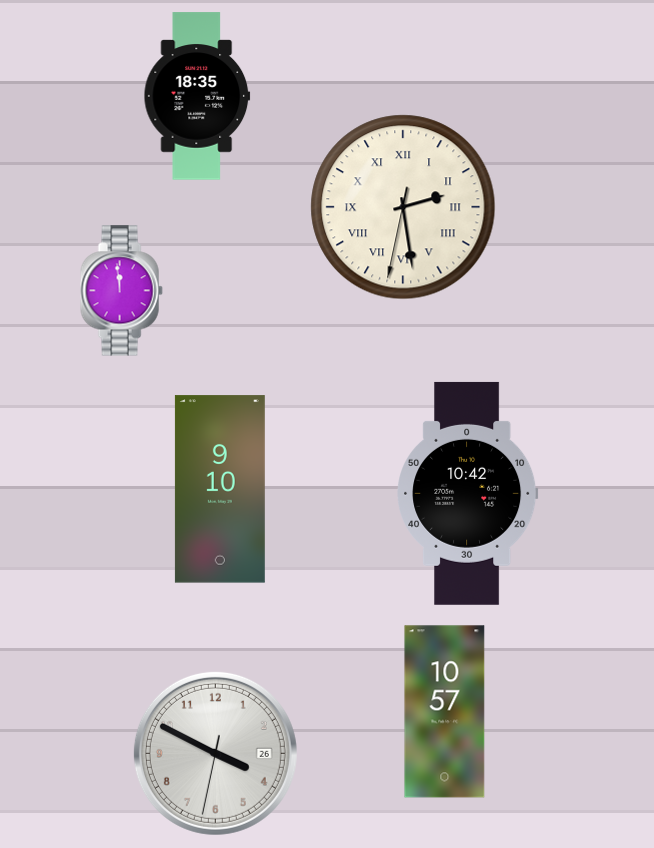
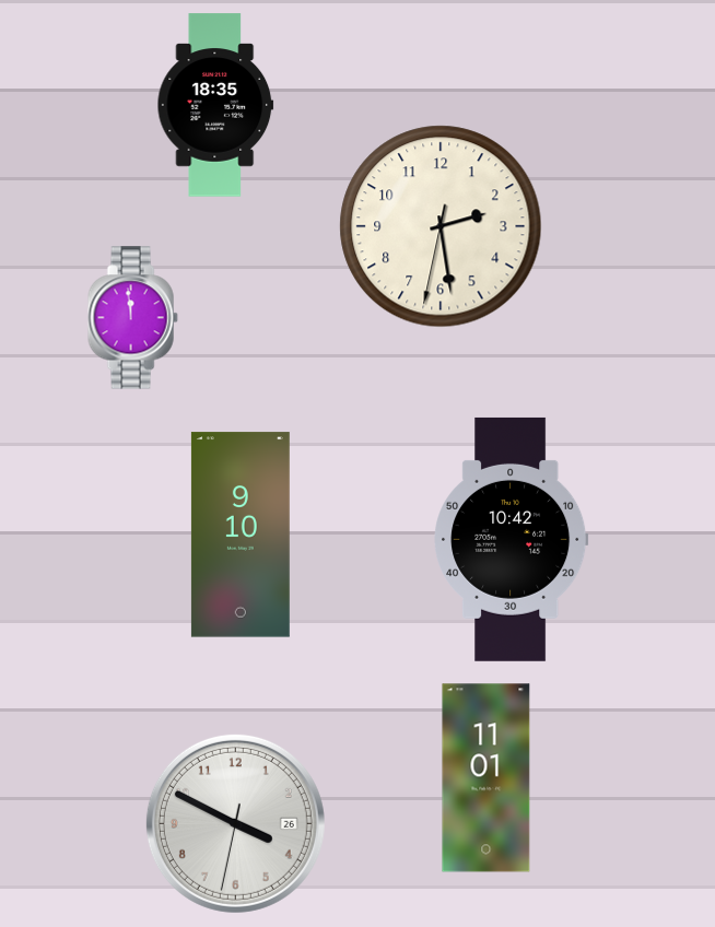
clock at (403, 207) numerals: Roman -> Arabic
clock at (445, 712): 10:57 -> 11:01
